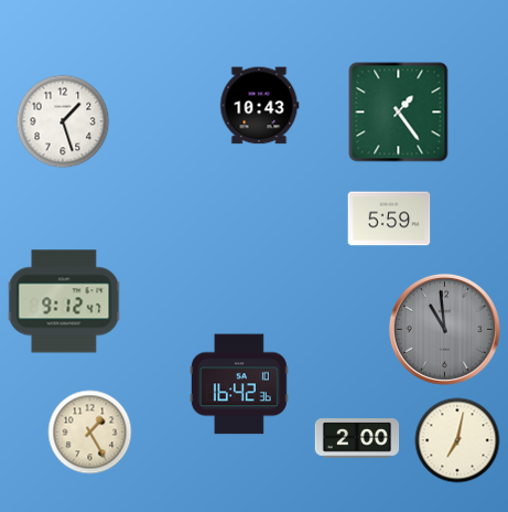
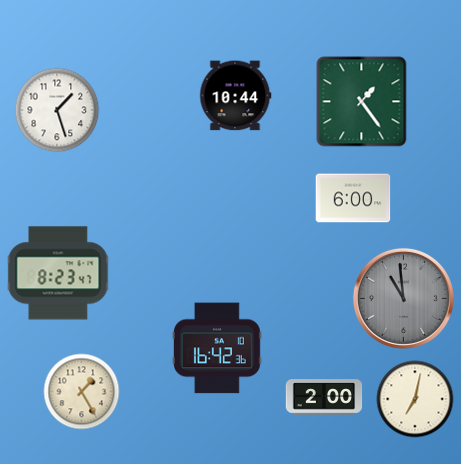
clock at (259, 106): 10:43 -> 10:44
clock at (389, 218): 5:59 -> 6:00
clock at (64, 301): 9:12 -> 8:23
